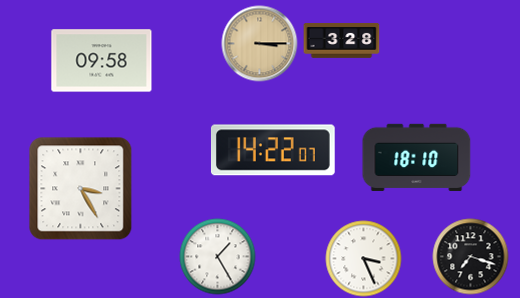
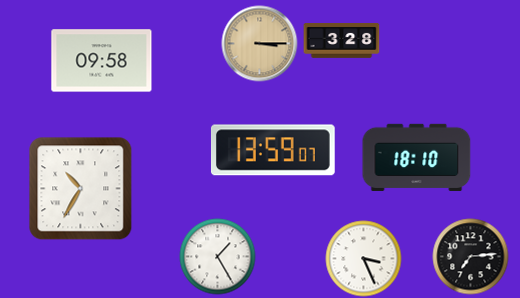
clock at (273, 150): 14:22 -> 13:59
clock at (81, 189): 3:25 -> 10:35
clock at (471, 257): 7:18 -> 7:14
